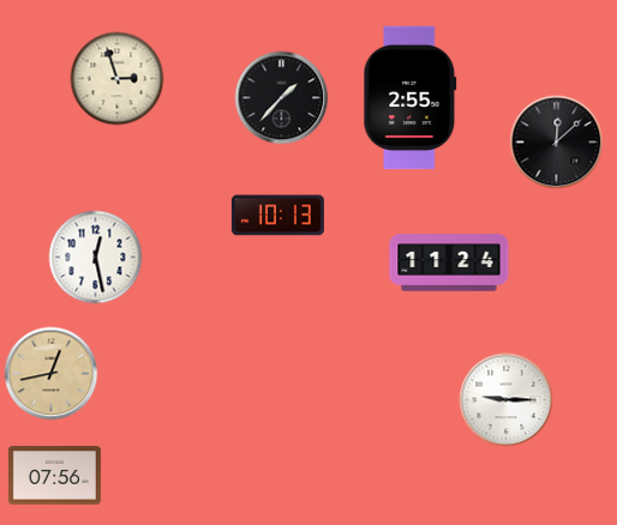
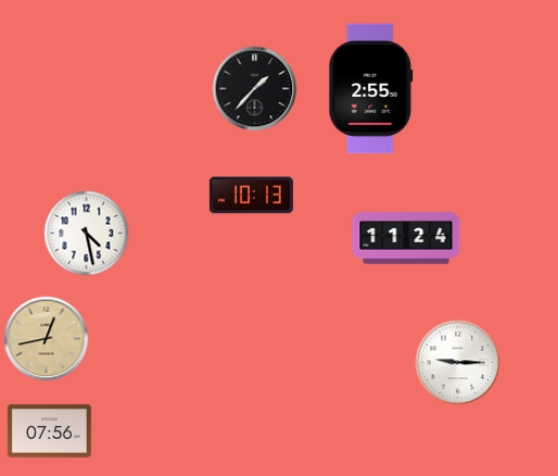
clock at (116, 78): 2:57 -> none
clock at (556, 141): 12:08 -> none
clock at (95, 257): 12:28 -> 4:28
